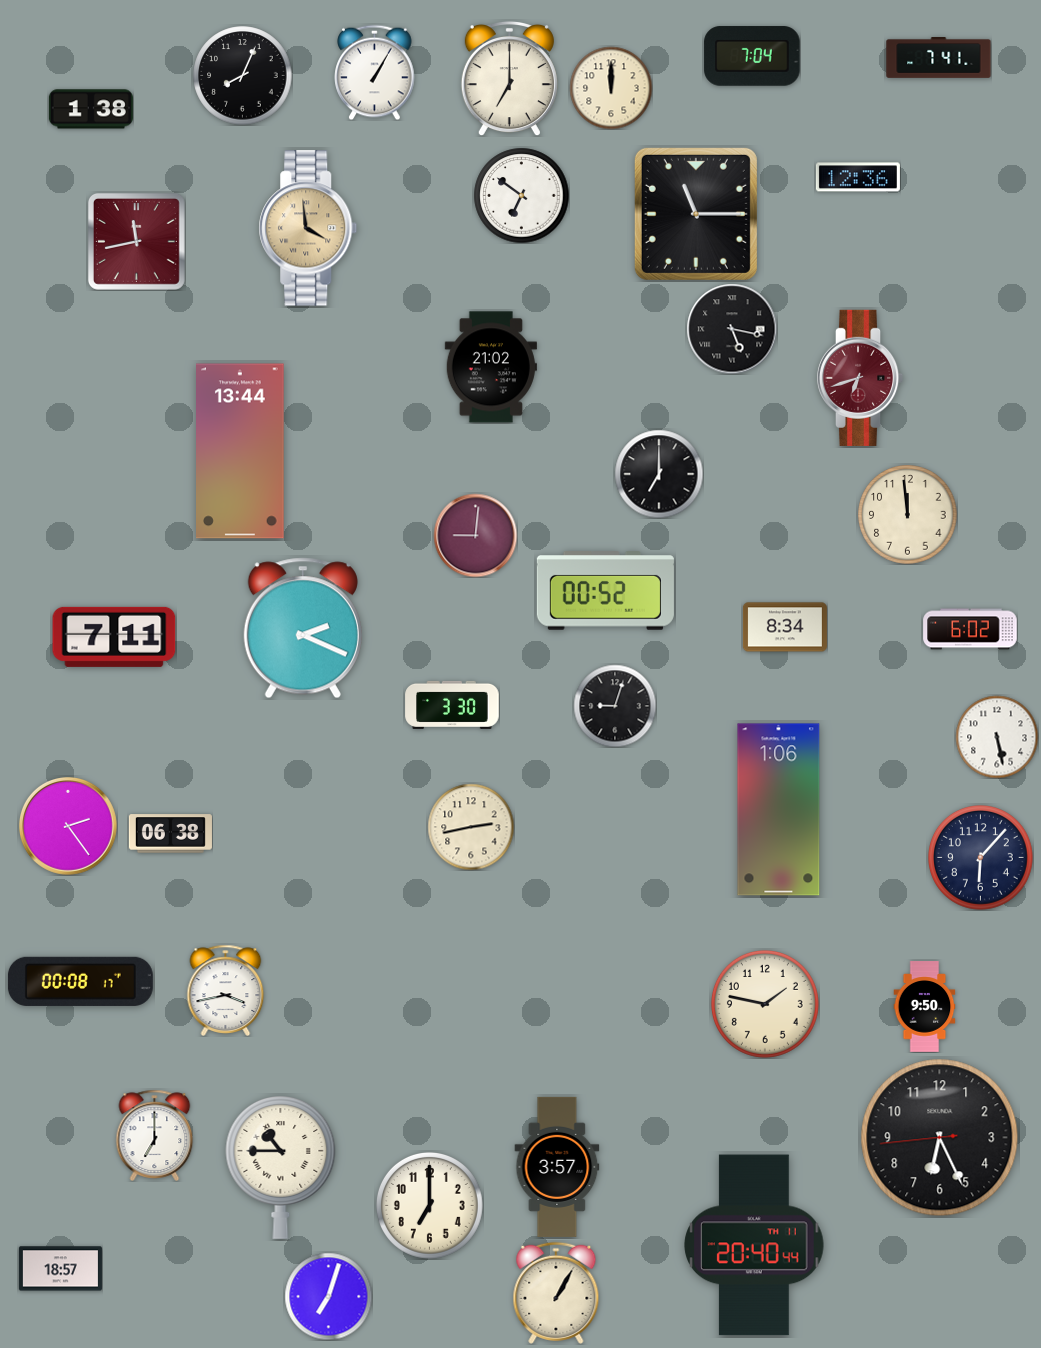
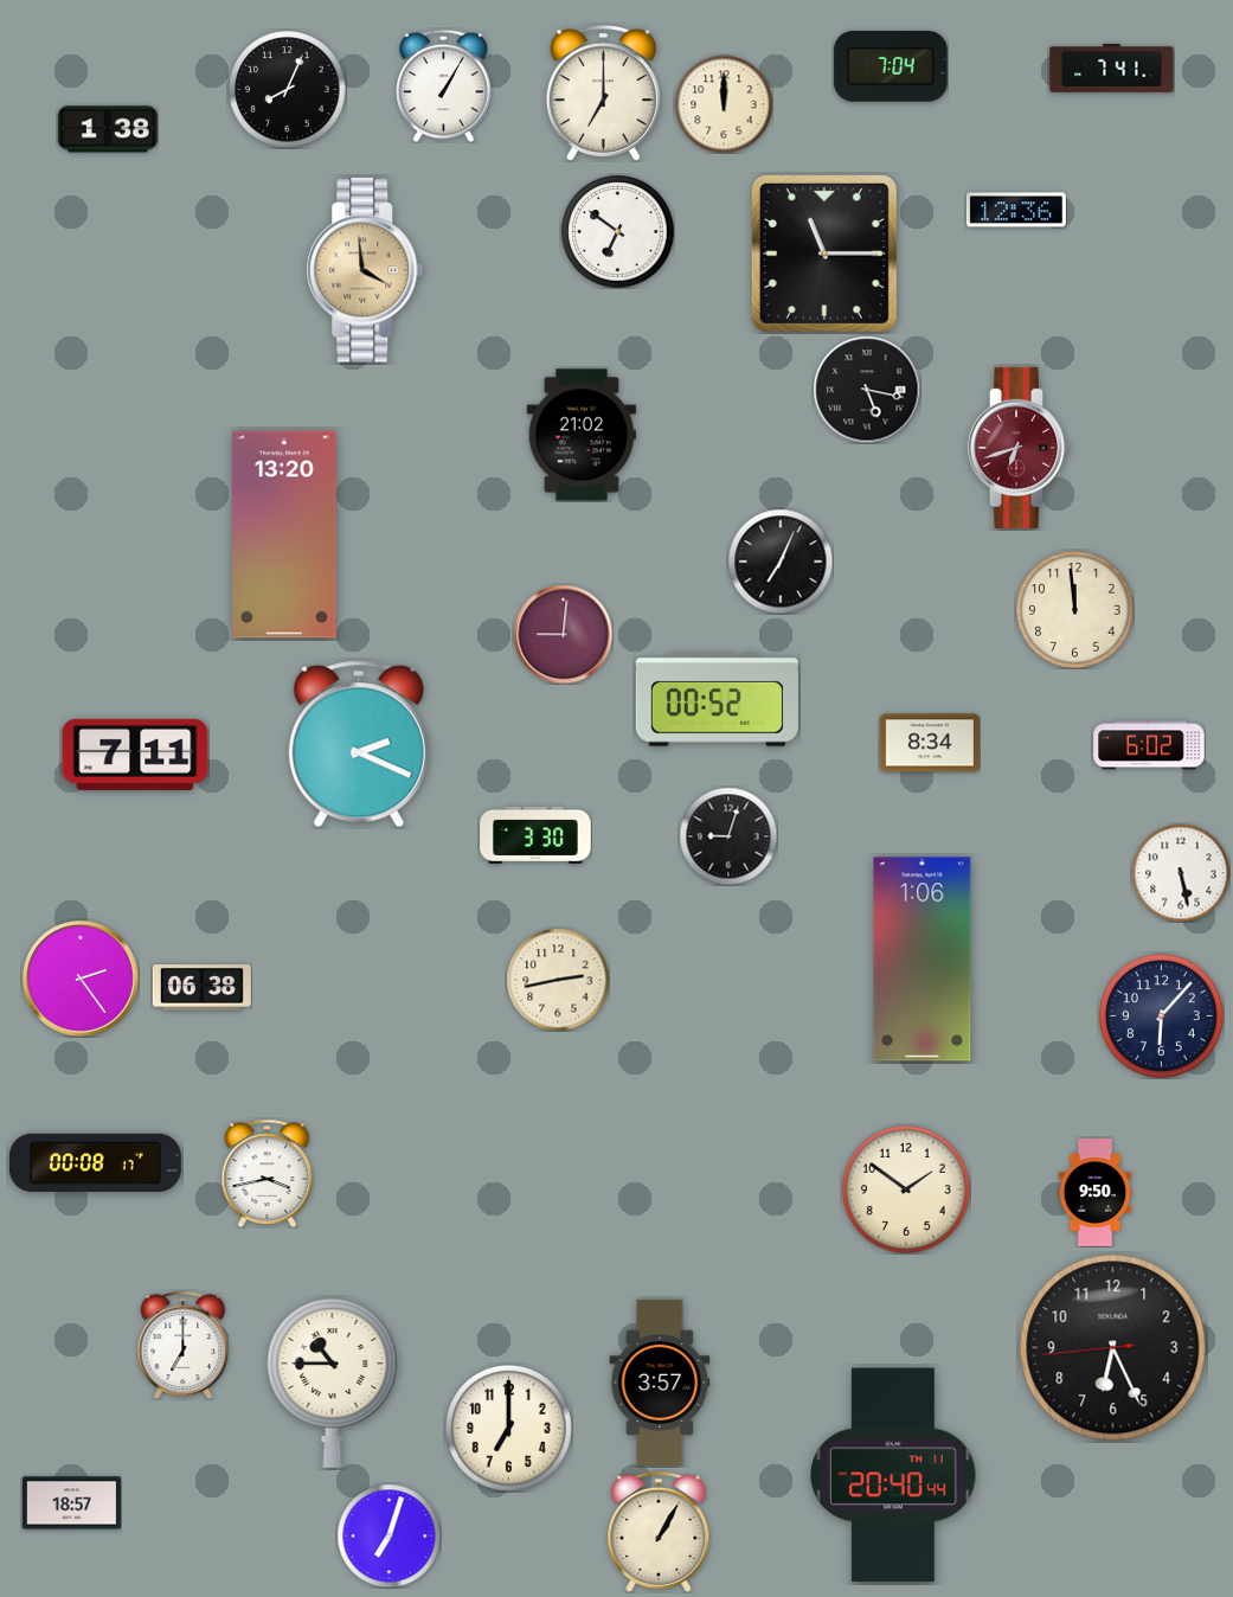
clock at (136, 241): 11:43 -> none
clock at (241, 451): 13:44 -> 13:20
clock at (659, 474): 7:00 -> 7:04
clock at (765, 1004): 1:47 -> 1:51
